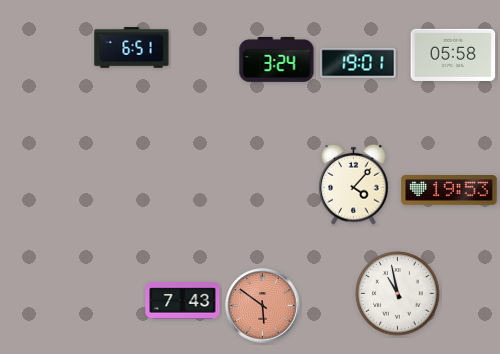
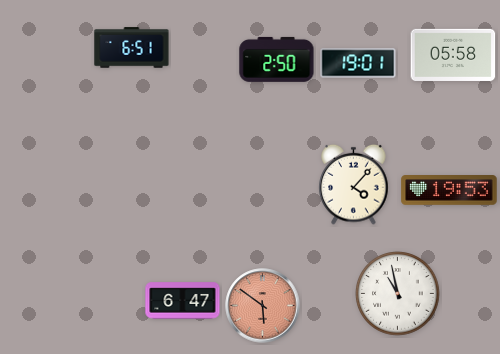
clock at (277, 59): 3:24 -> 2:50
clock at (183, 301): 7:43 -> 6:47
